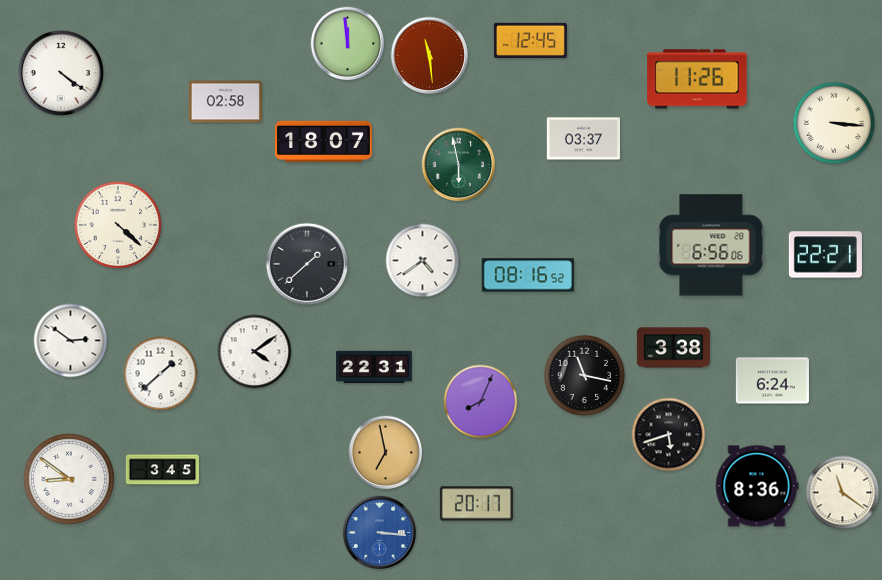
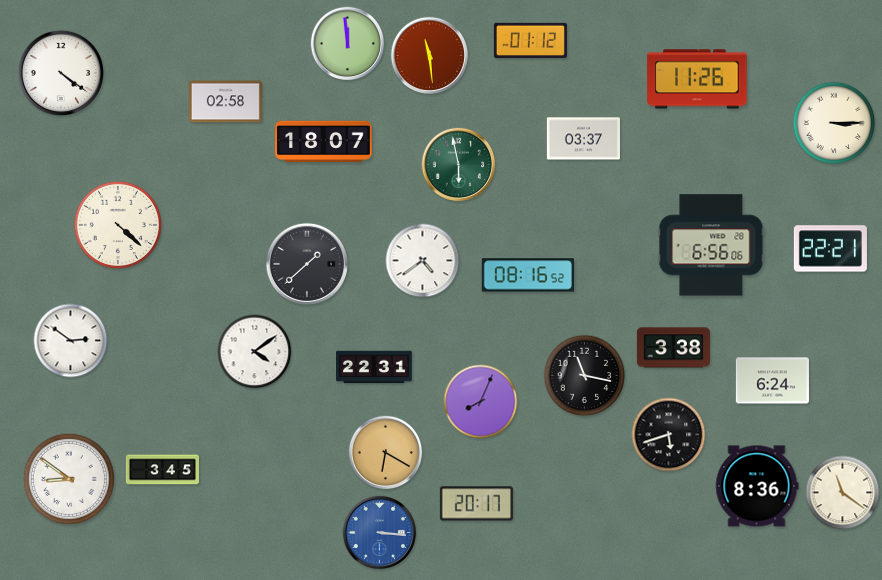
clock at (530, 40): 12:45 -> 01:12
clock at (834, 123): 3:16 -> 3:15
clock at (825, 255) position: (825, 255) -> (830, 249)
clock at (161, 374): 1:38 -> none
clock at (386, 453): 6:58 -> 6:20
